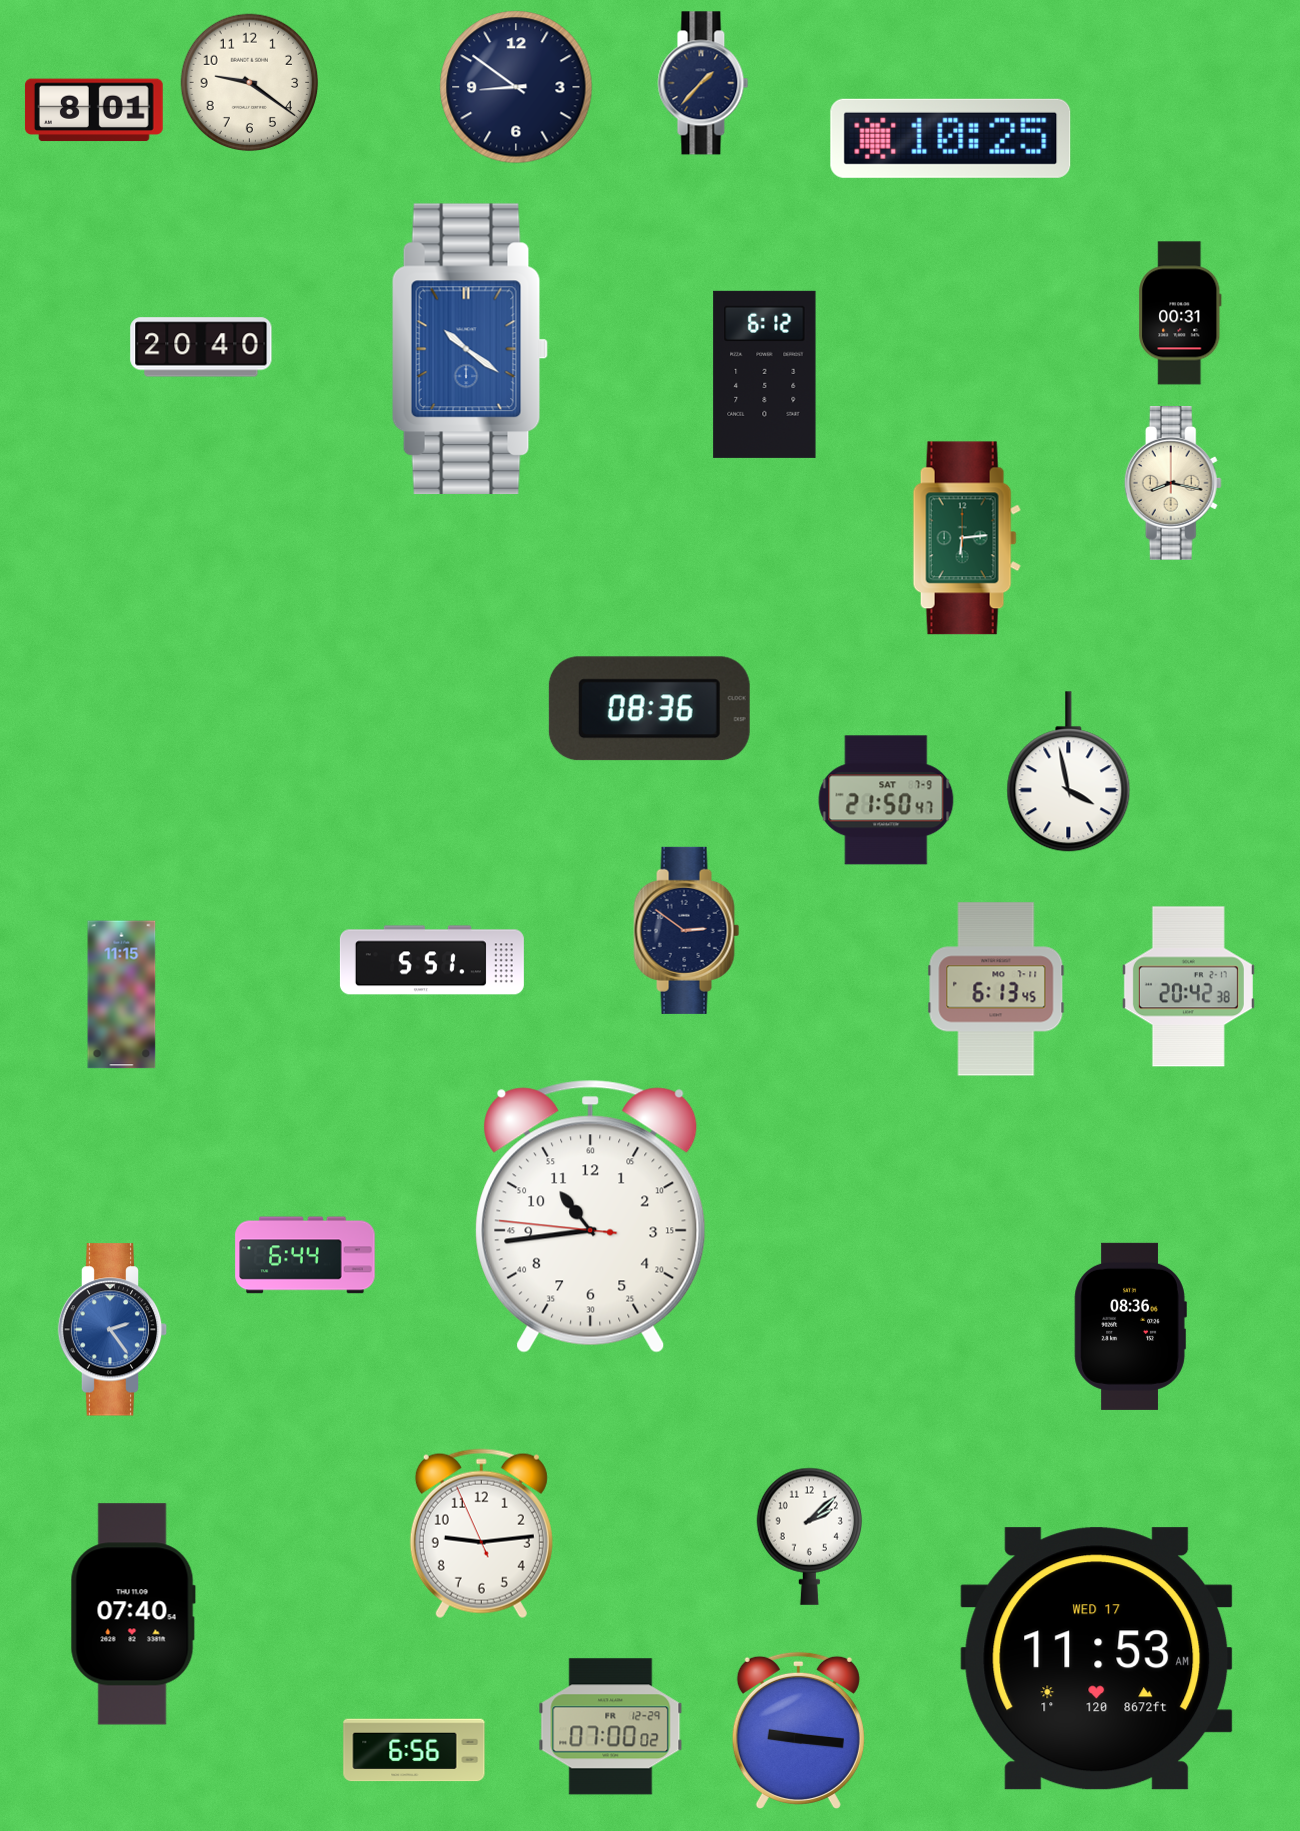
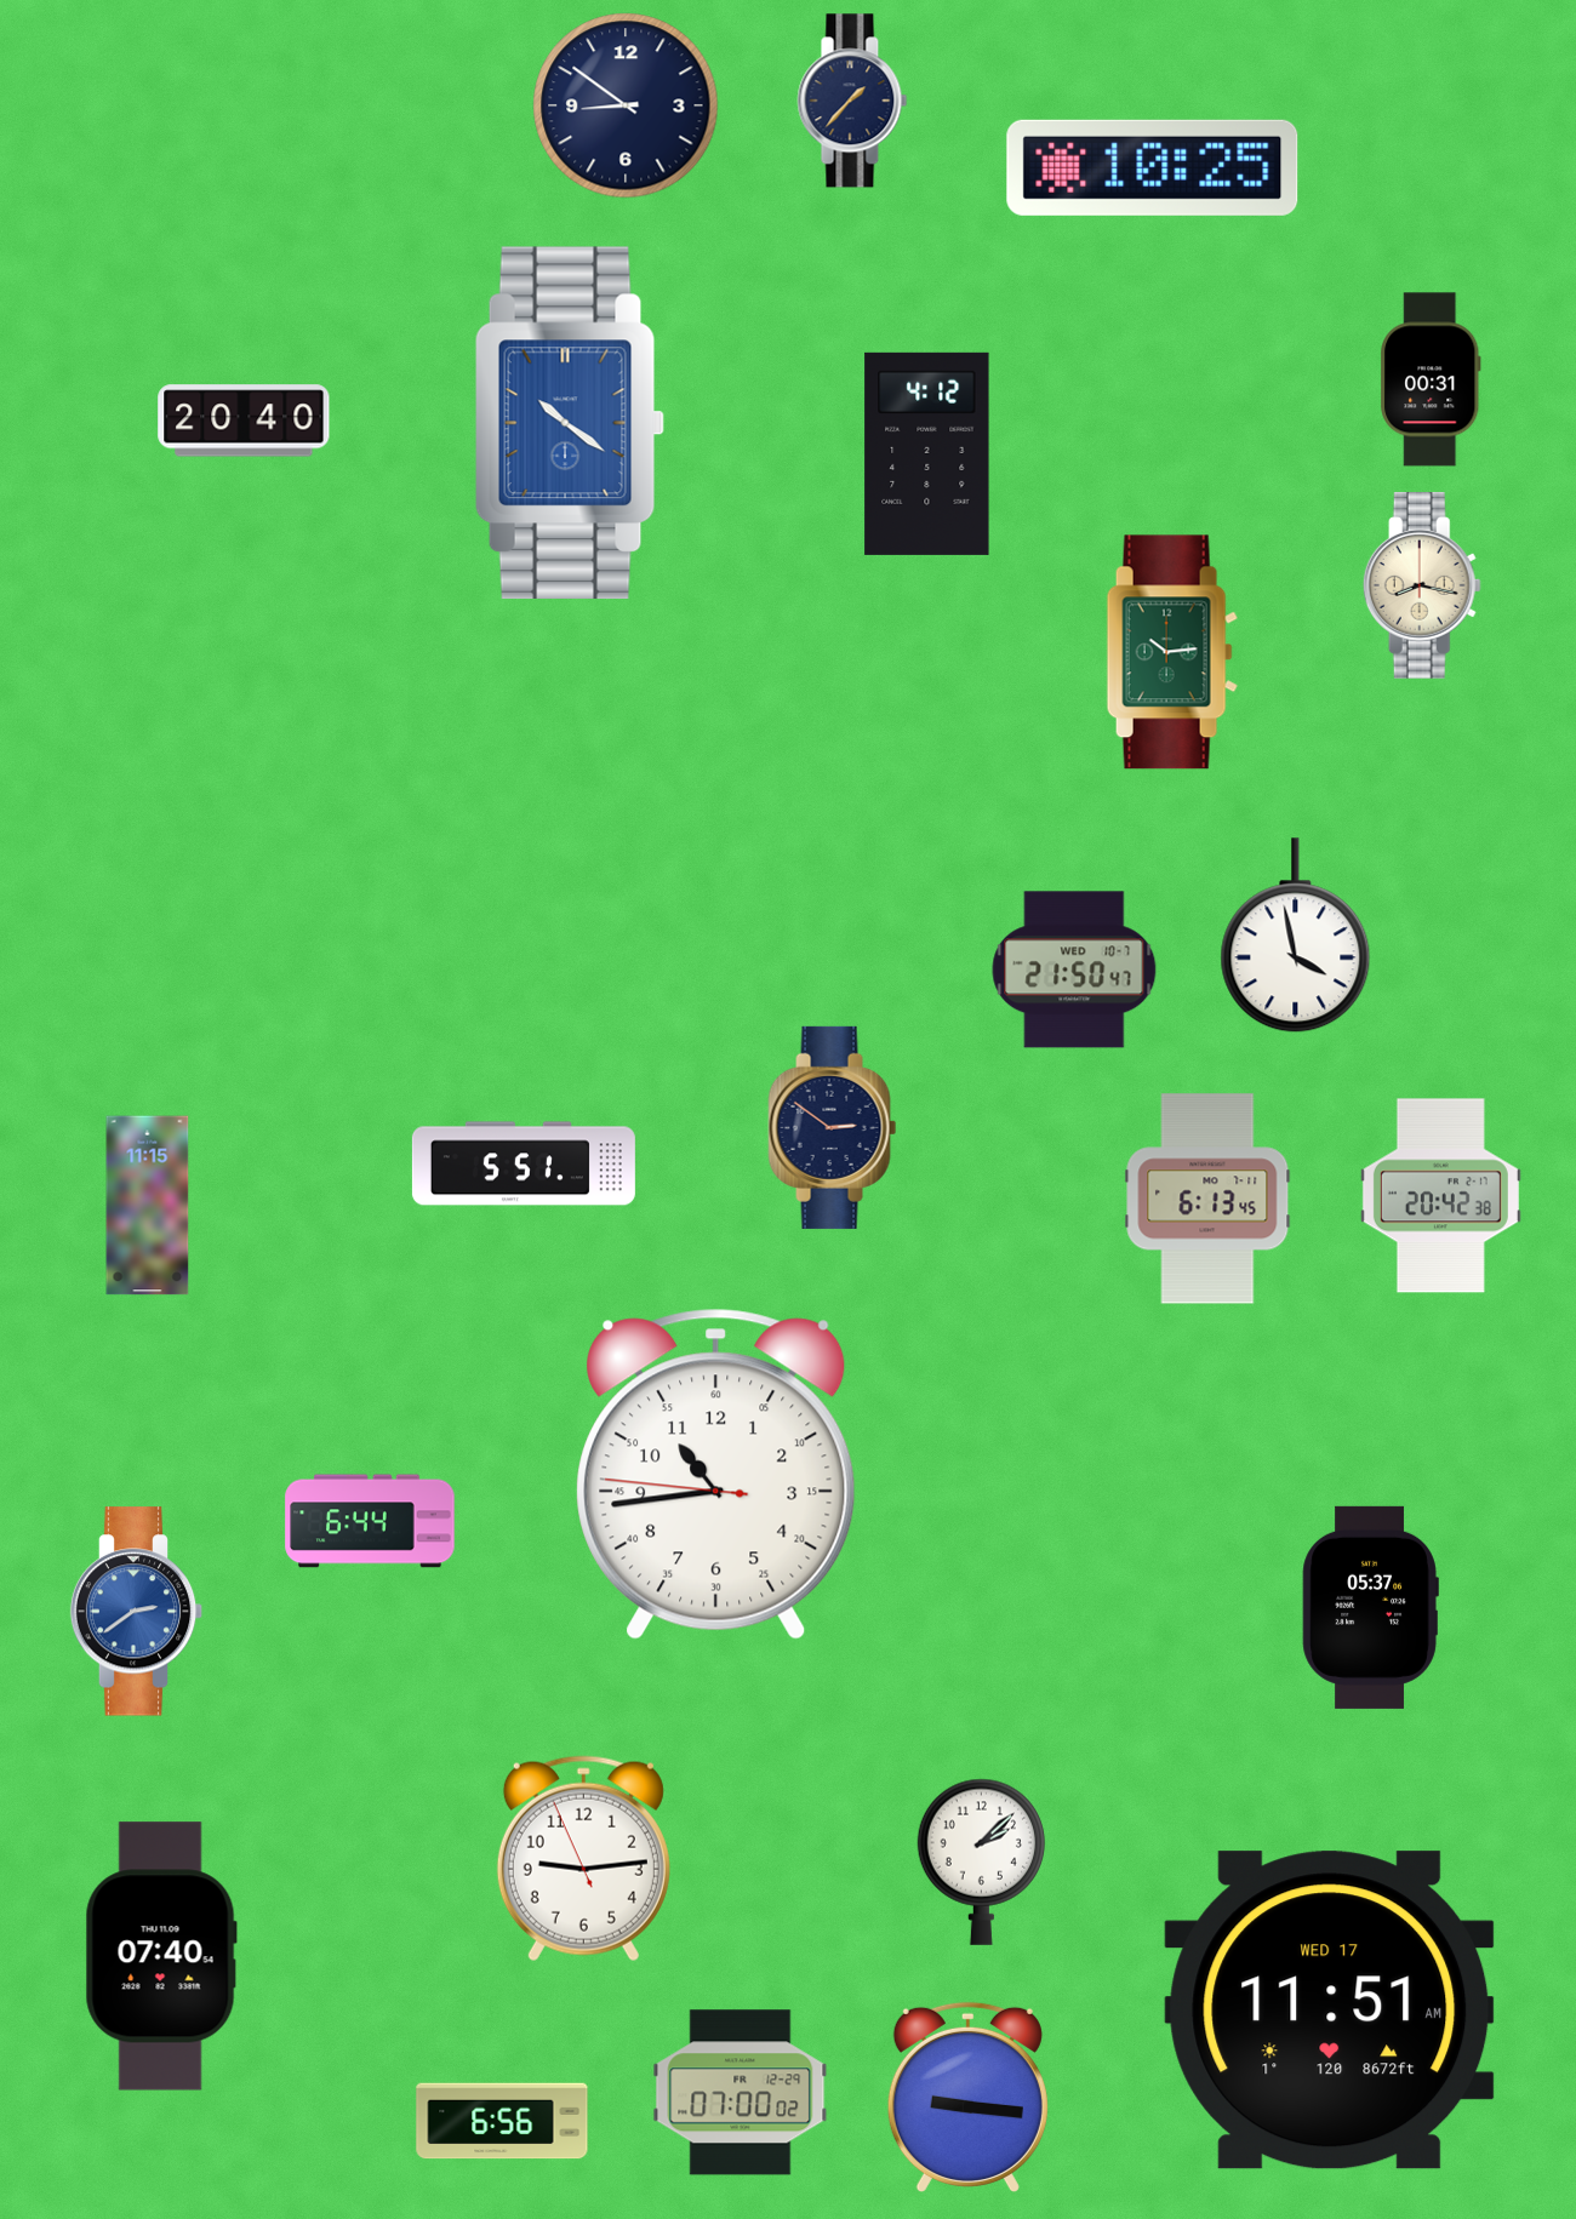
clock at (250, 83): 9:21 -> none
clock at (94, 110): 8:01 -> none
clock at (765, 374): 6:12 -> 4:12
clock at (967, 538): 6:14 -> 10:14
clock at (649, 709): 08:36 -> none
clock at (886, 800) date: SAT 7-9 -> WED 10-7
clock at (1130, 1326): 08:36 -> 05:37
clock at (113, 1330): 2:24 -> 2:39
clock at (1097, 1659): 11:53 -> 11:51
